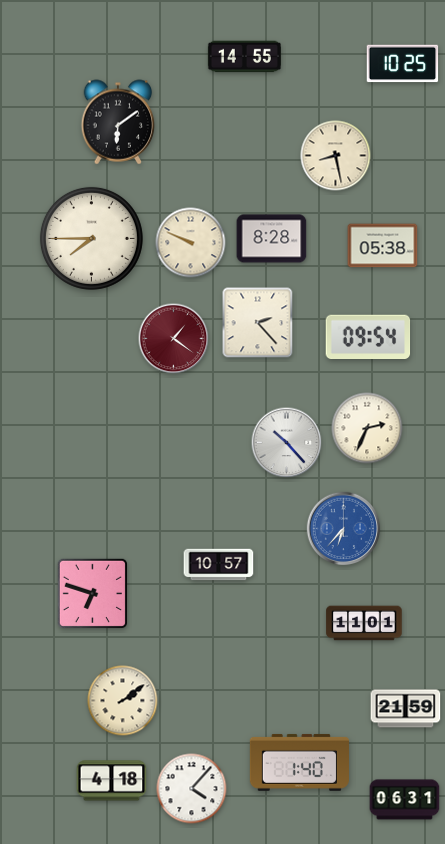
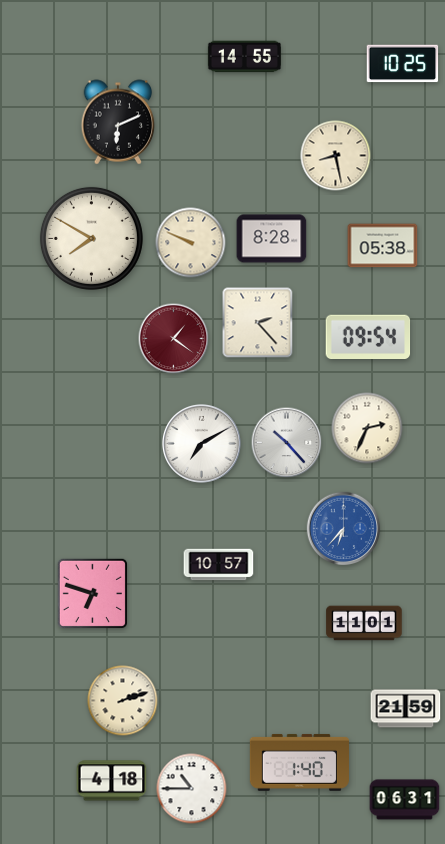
clock at (118, 122): 6:09 -> 6:11
clock at (91, 238): 7:45 -> 7:50
clock at (201, 443): none -> 7:10
clock at (123, 701): 2:09 -> 2:12
clock at (192, 789): 4:07 -> 10:45
